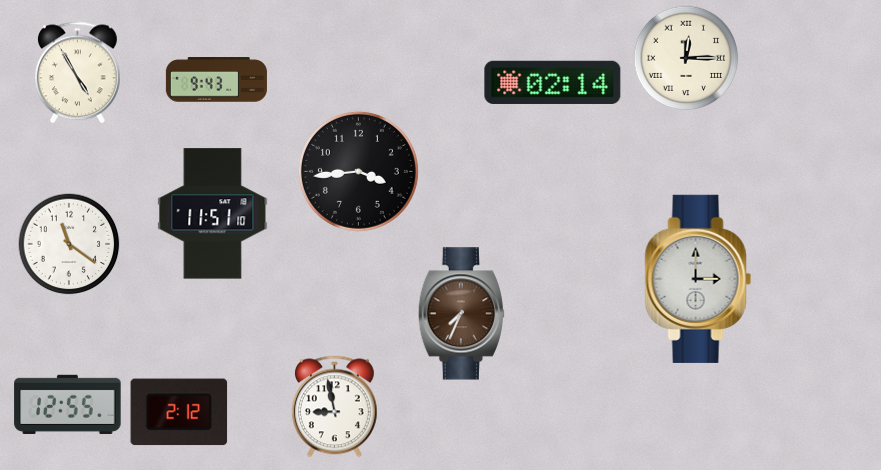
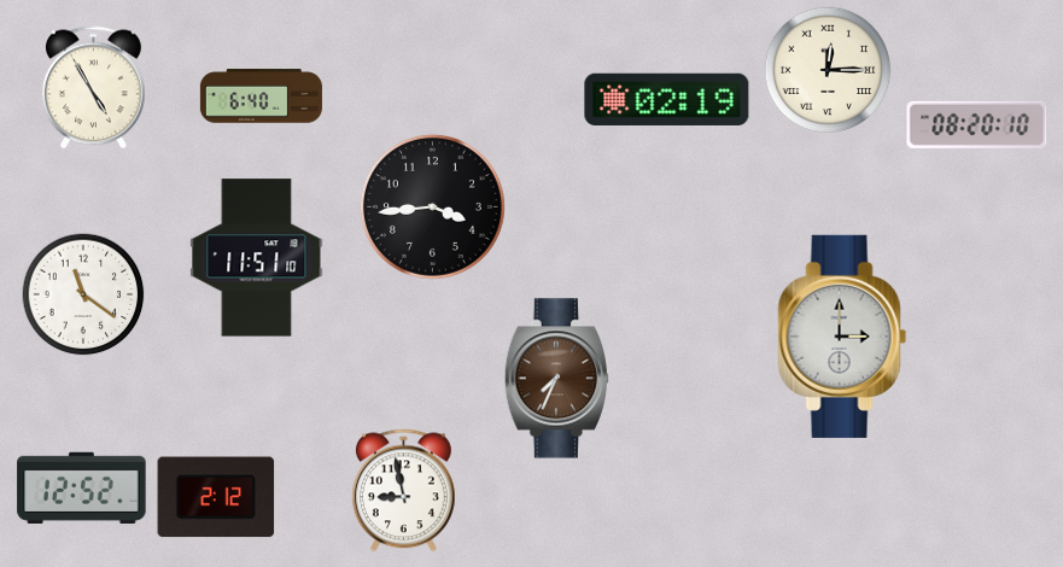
clock at (216, 80): 9:43 -> 6:40
clock at (553, 82): 02:14 -> 02:19
clock at (977, 124): none -> 08:20
clock at (68, 404): 12:55 -> 12:52
